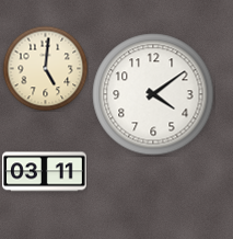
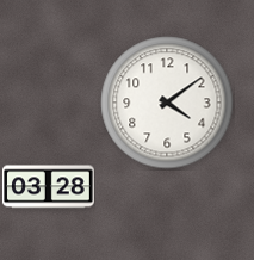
clock at (45, 68): 5:01 -> none
clock at (44, 172): 03:11 -> 03:28
